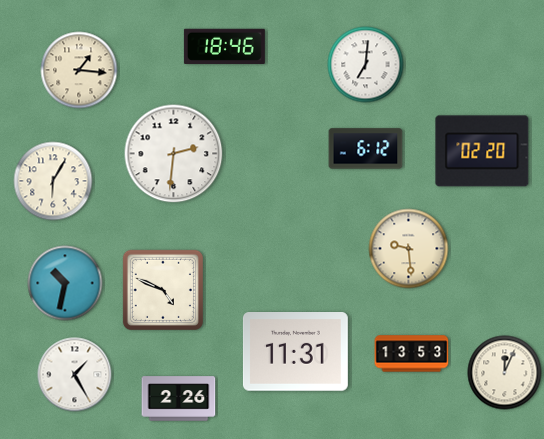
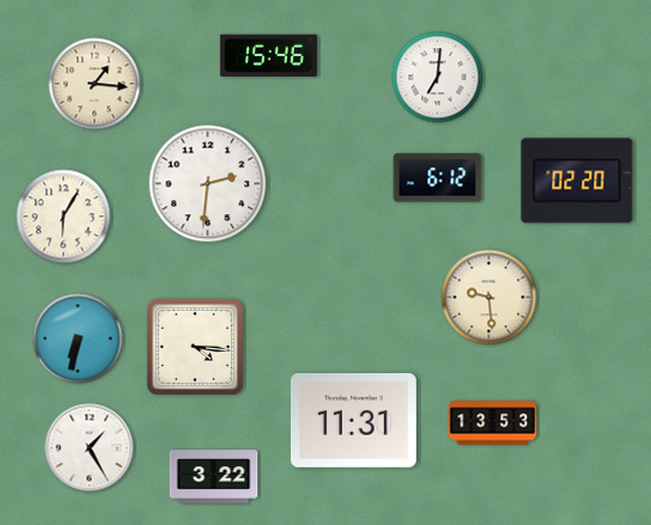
clock at (224, 46): 18:46 -> 15:46
clock at (65, 283): 10:32 -> 6:32
clock at (163, 290): 4:49 -> 4:16
clock at (505, 373): 12:04 -> none
clock at (179, 399): 2:26 -> 3:22
